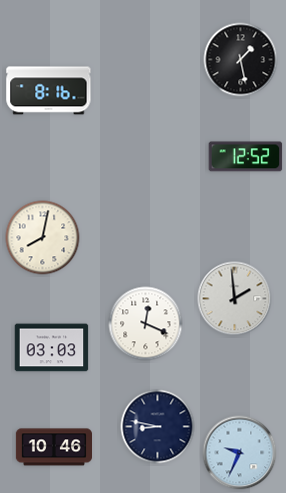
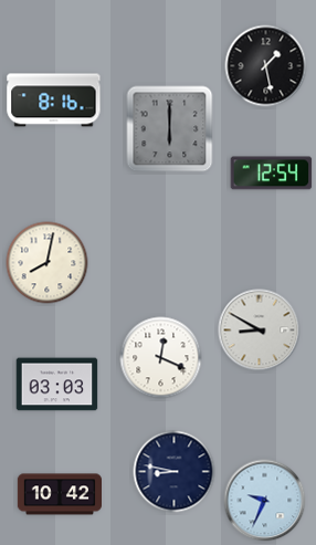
clock at (170, 129): none -> 6:00
clock at (246, 157): 12:52 -> 12:54
clock at (235, 299): 1:59 -> 8:50
clock at (53, 447): 10:46 -> 10:42
